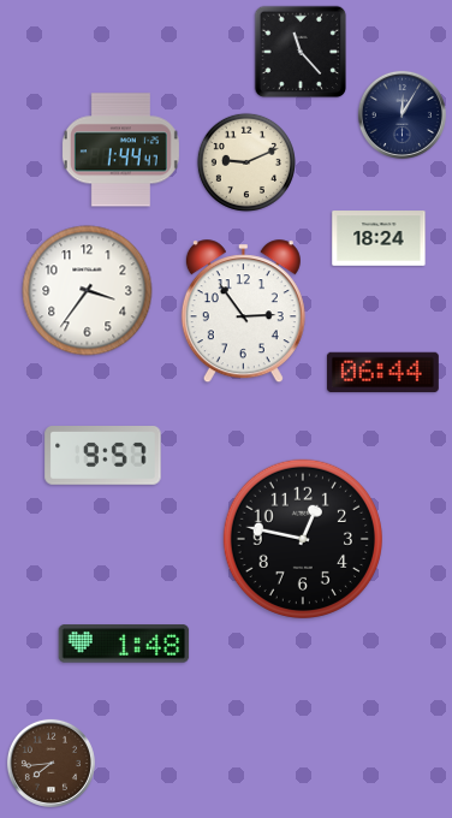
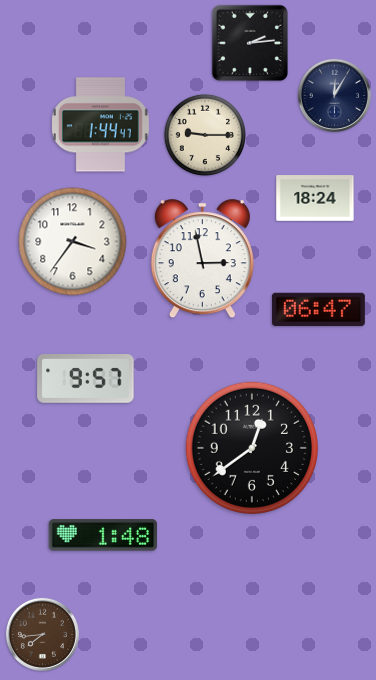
clock at (301, 52): 11:23 -> 2:14
clock at (246, 162): 9:11 -> 9:15
clock at (243, 312): 2:54 -> 2:58
clock at (382, 373): 06:44 -> 06:47
clock at (303, 539): 12:47 -> 12:39
